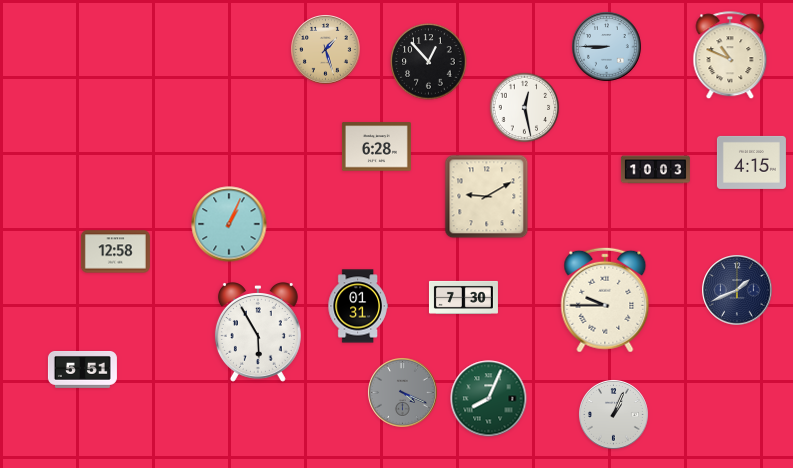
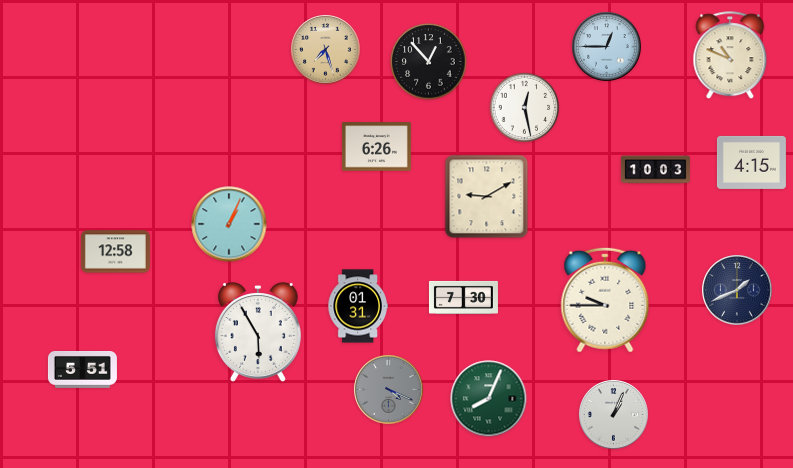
clock at (607, 47): 8:45 -> 12:45
clock at (326, 50): 1:27 -> 7:27
clock at (376, 147): 6:28 -> 6:26
clock at (403, 393) position: (403, 393) -> (389, 390)
